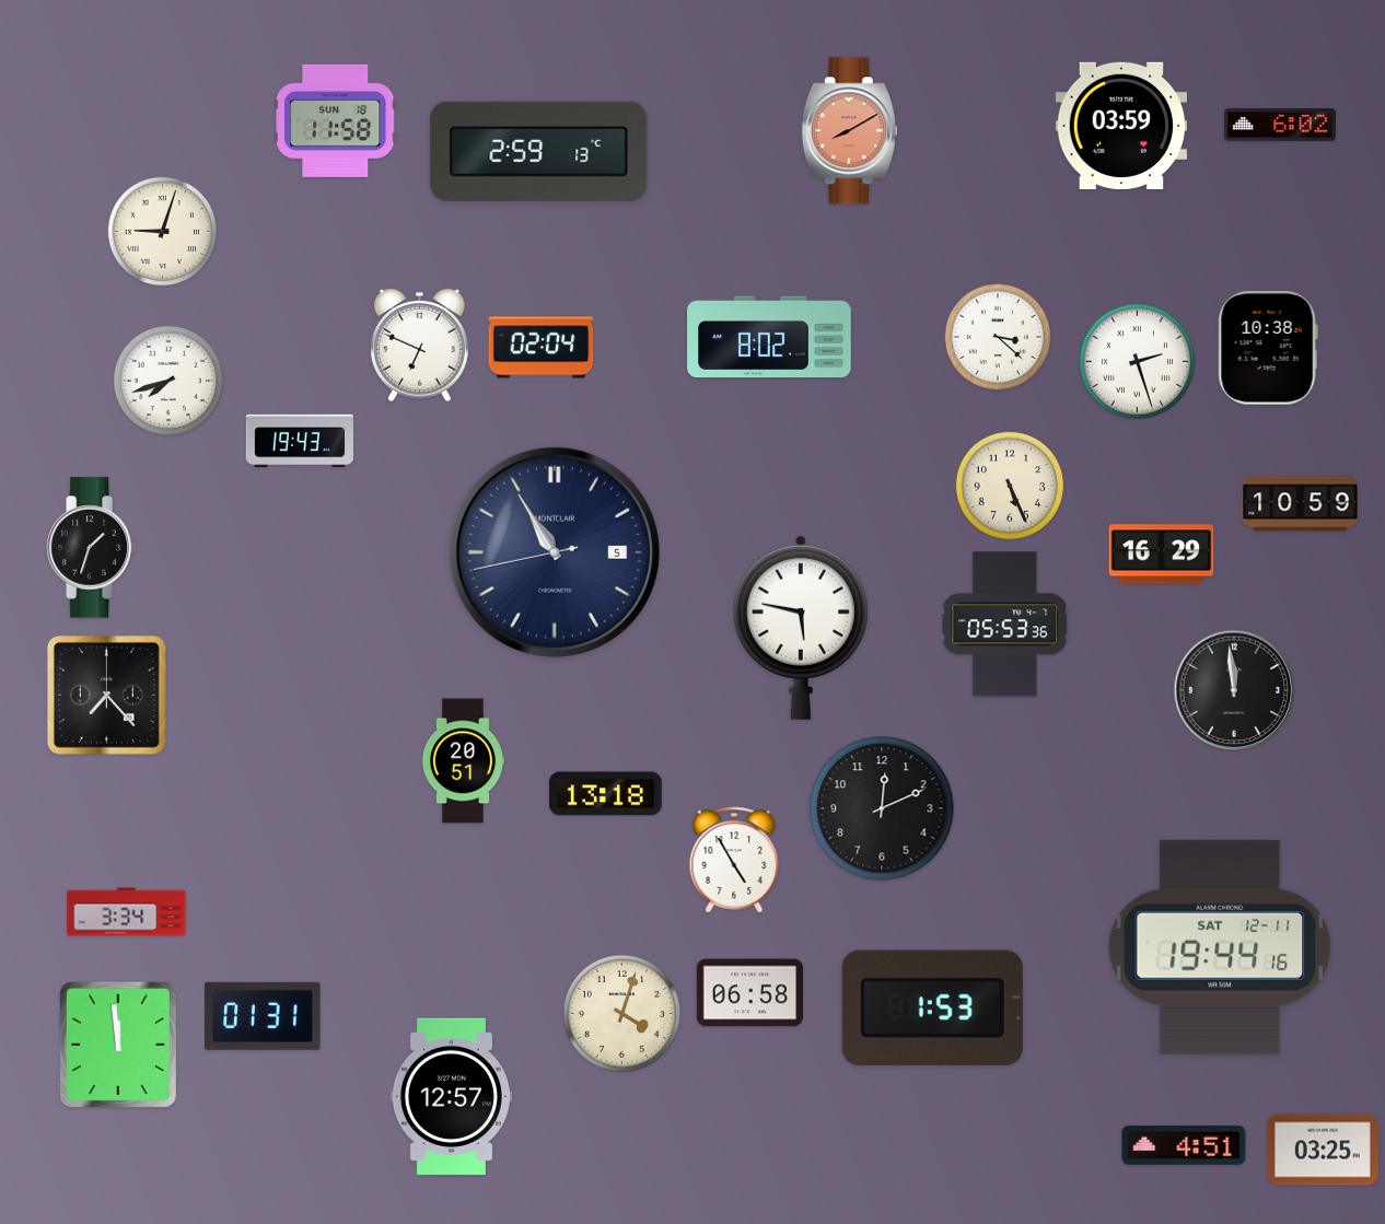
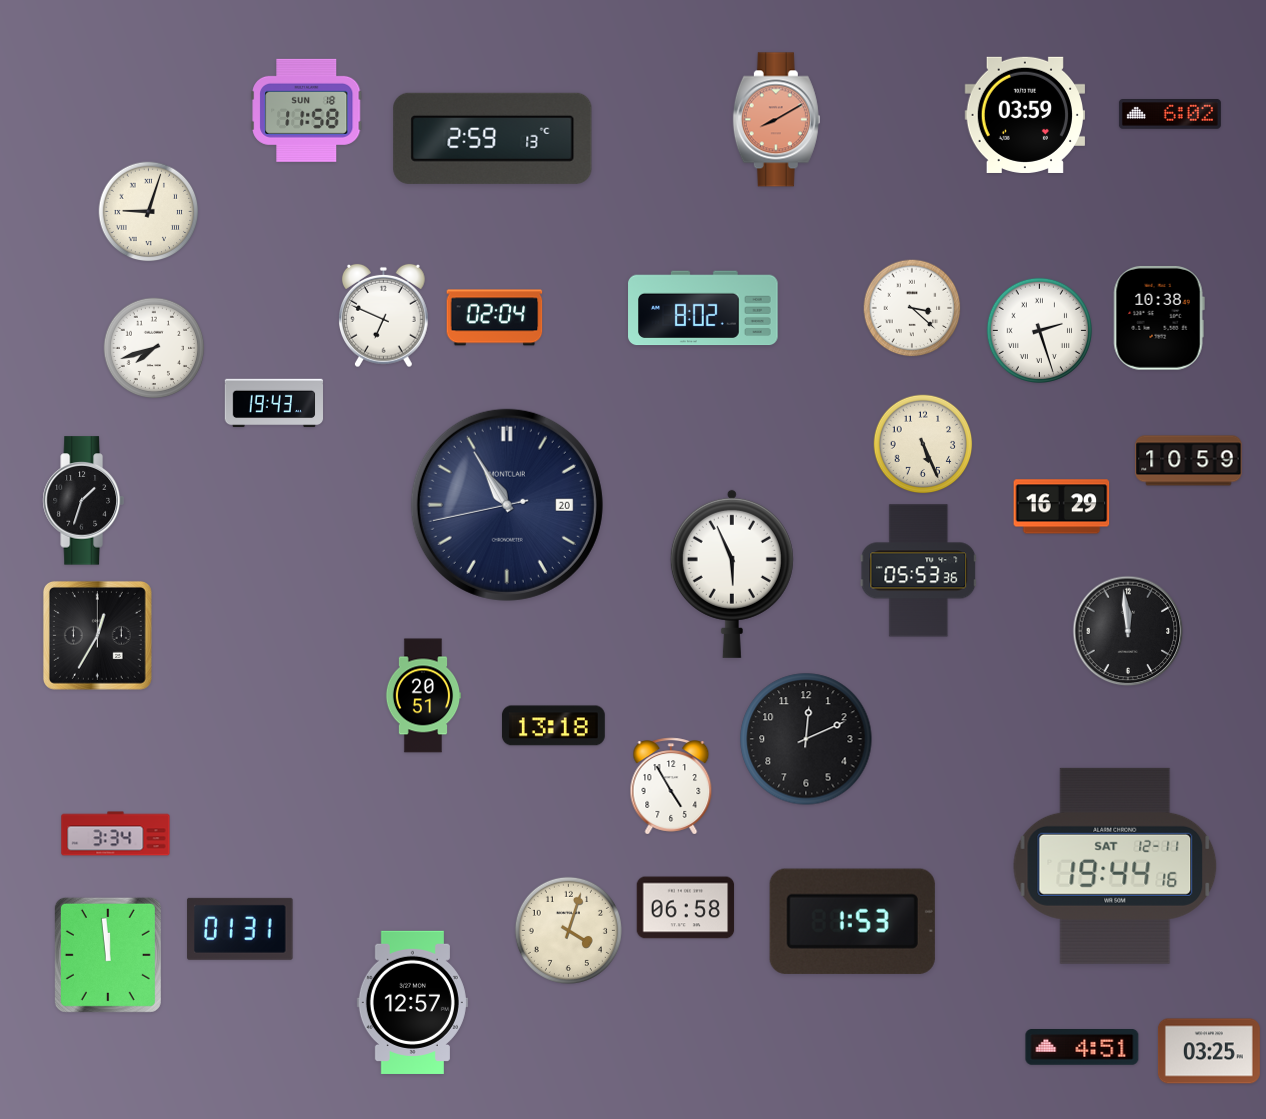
clock at (555, 552) date: 5 -> 20
clock at (801, 627): 5:47 -> 5:56
clock at (106, 695): 7:23 -> 12:35
clock at (621, 1013) position: (621, 1013) -> (568, 930)
